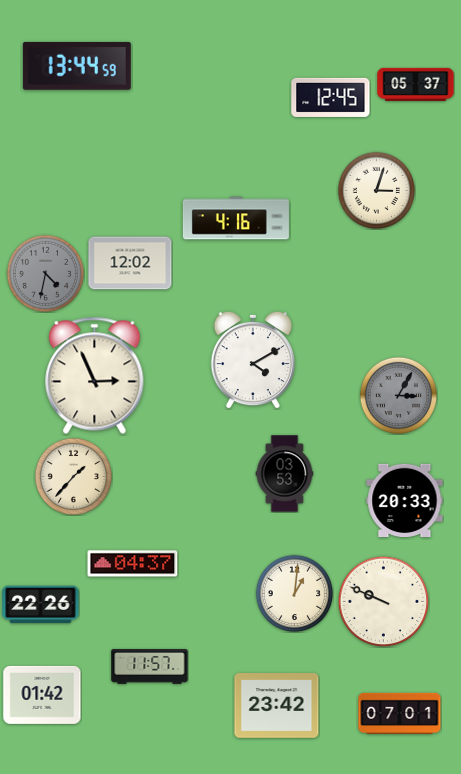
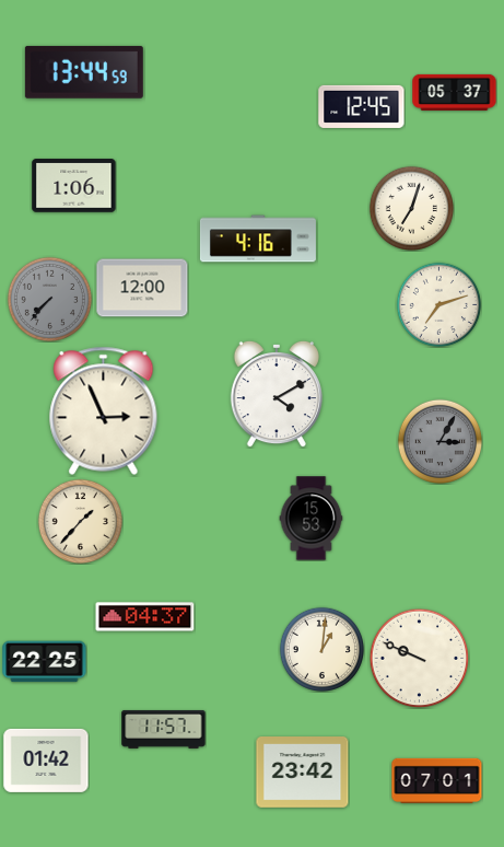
clock at (74, 186): none -> 1:06
clock at (376, 190): 3:03 -> 7:03
clock at (130, 263): 12:02 -> 12:00
clock at (45, 273): 4:32 -> 7:37
clock at (438, 304): none -> 7:12
clock at (398, 395) position: (398, 395) -> (439, 441)
clock at (285, 474): 03:53 -> 15:53
clock at (405, 500): 20:33 -> none
clock at (41, 605): 22:26 -> 22:25
